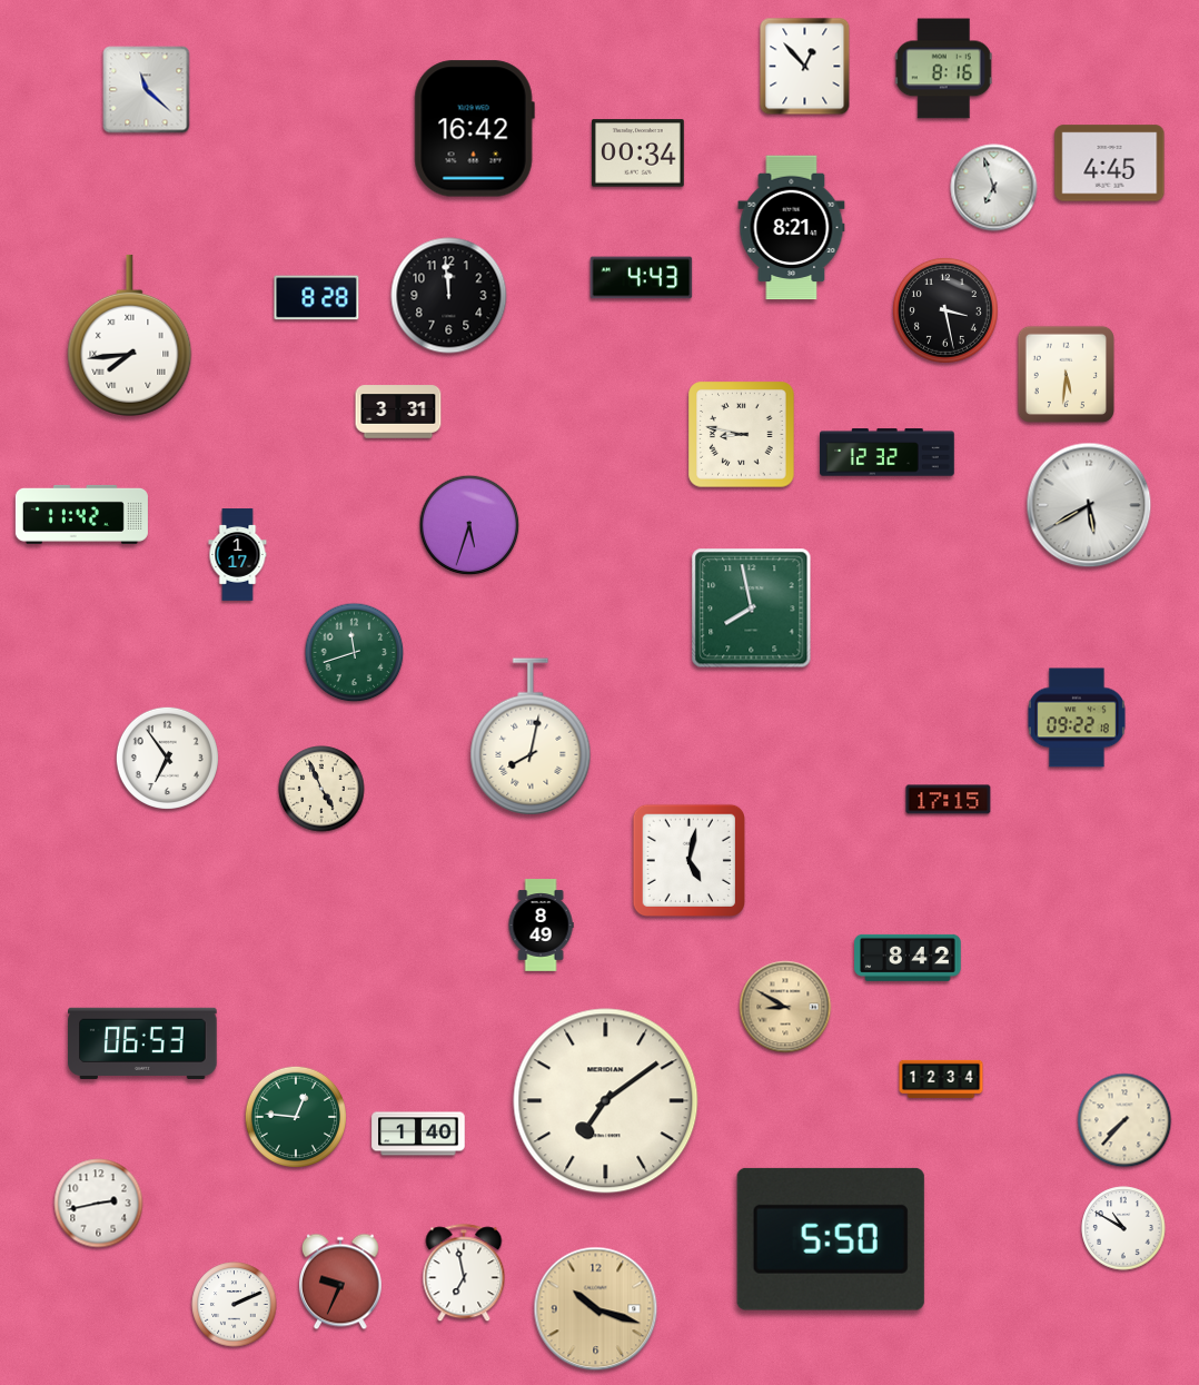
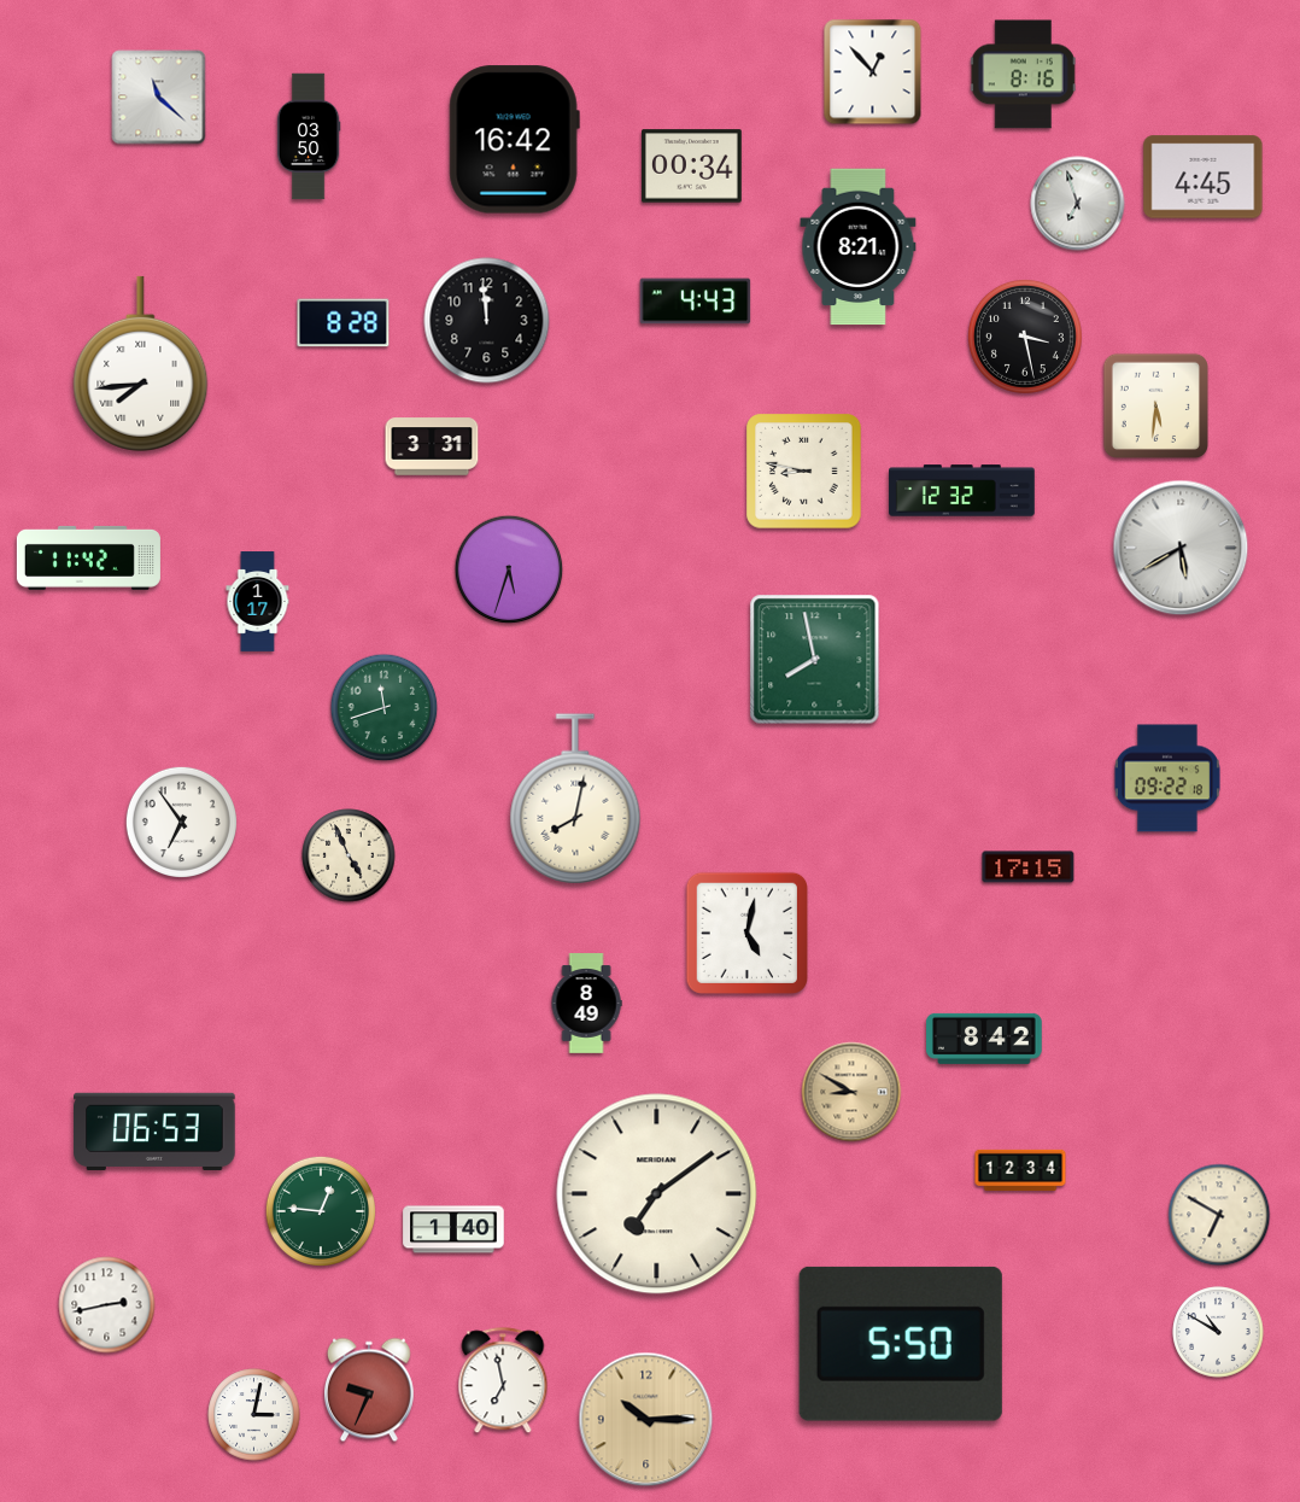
clock at (309, 136): none -> 03:50
clock at (1124, 1120): 7:37 -> 6:50
clock at (235, 1305): 2:11 -> 3:02
clock at (596, 1309): 10:18 -> 10:15
